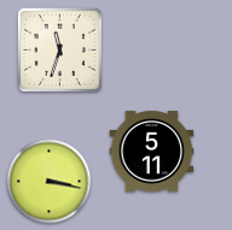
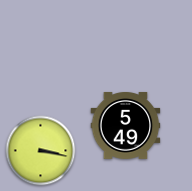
clock at (59, 49): 11:33 -> none
clock at (152, 151): 5:11 -> 5:49
